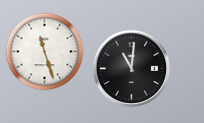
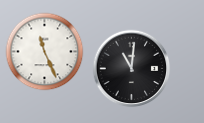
clock at (44, 51): 11:27 -> 11:26
